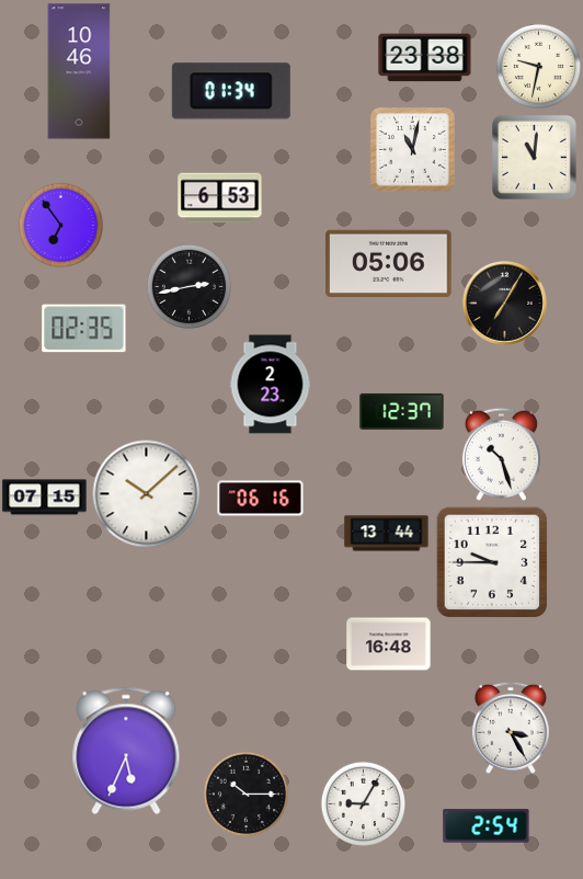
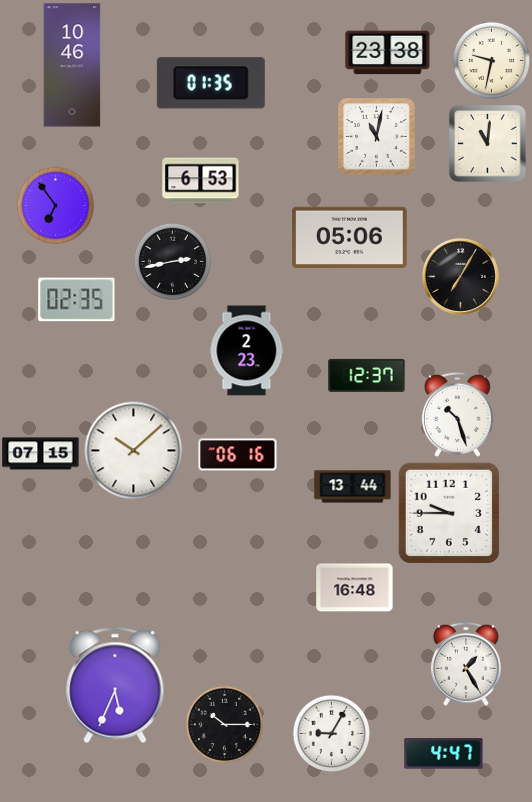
clock at (231, 91): 01:34 -> 01:35
clock at (389, 263) position: (389, 263) -> (350, 237)
clock at (511, 728): 3:25 -> 1:25
clock at (487, 826): 2:54 -> 4:47
